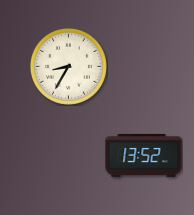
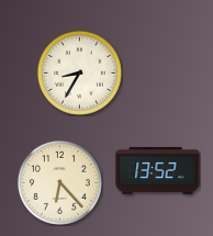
clock at (68, 66) position: (68, 66) -> (79, 72)
clock at (59, 182): none -> 6:23
